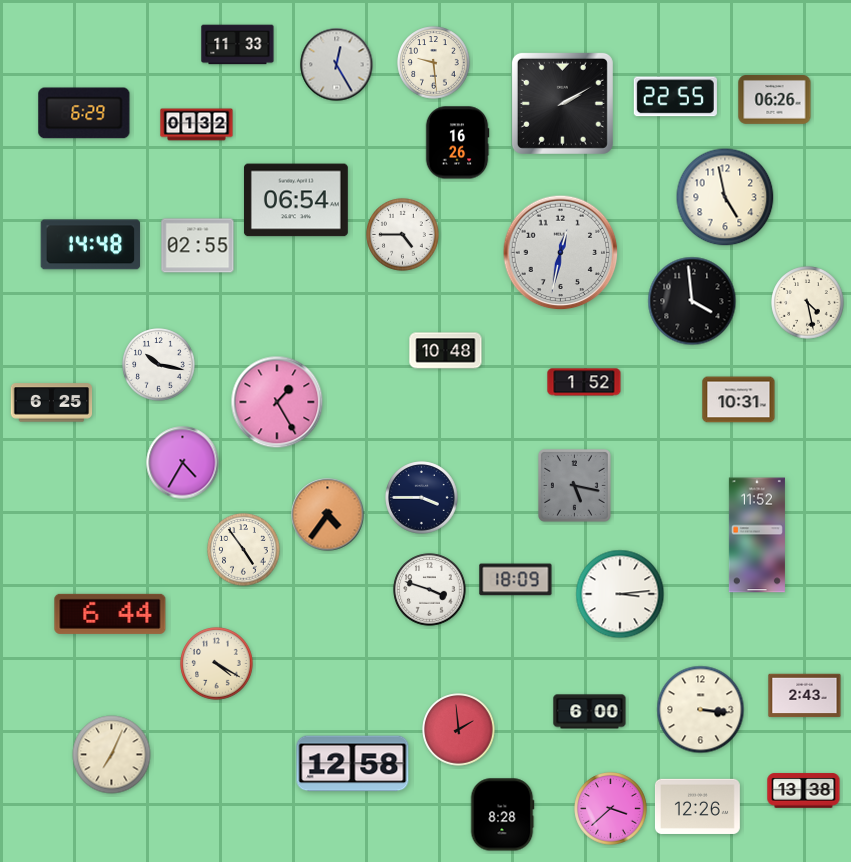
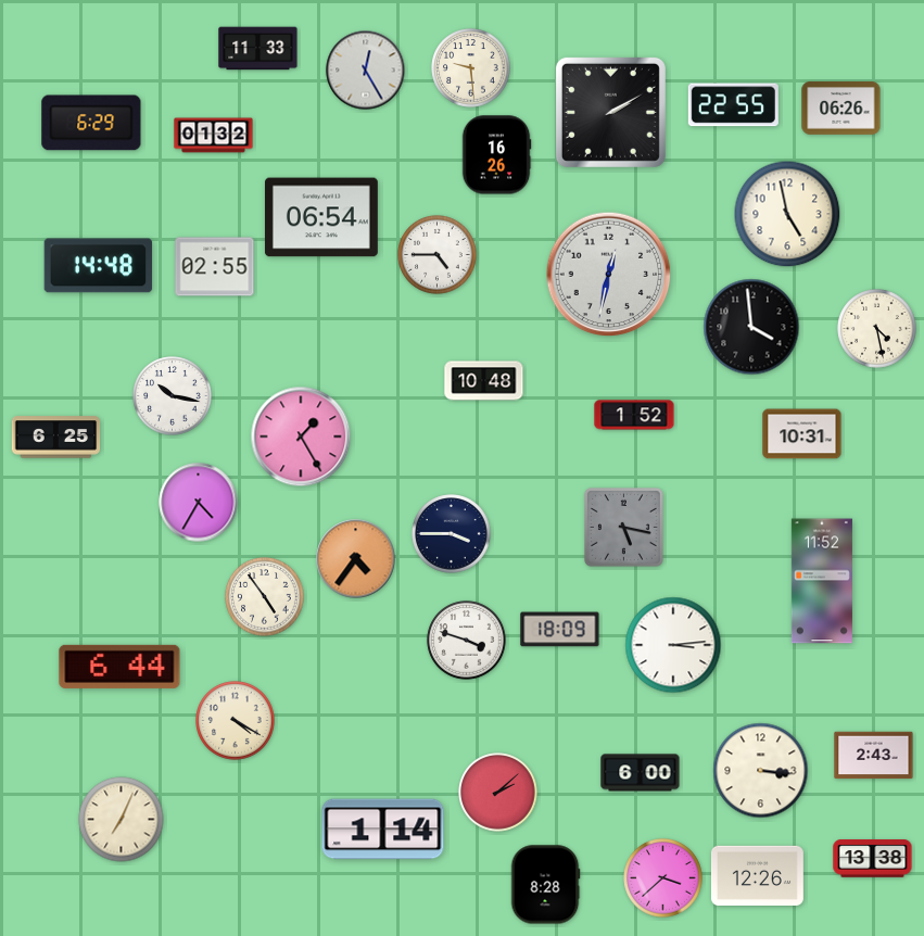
clock at (422, 498) position: (422, 498) -> (452, 534)
clock at (459, 730): 1:59 -> 2:08
clock at (353, 764): 12:58 -> 1:14
